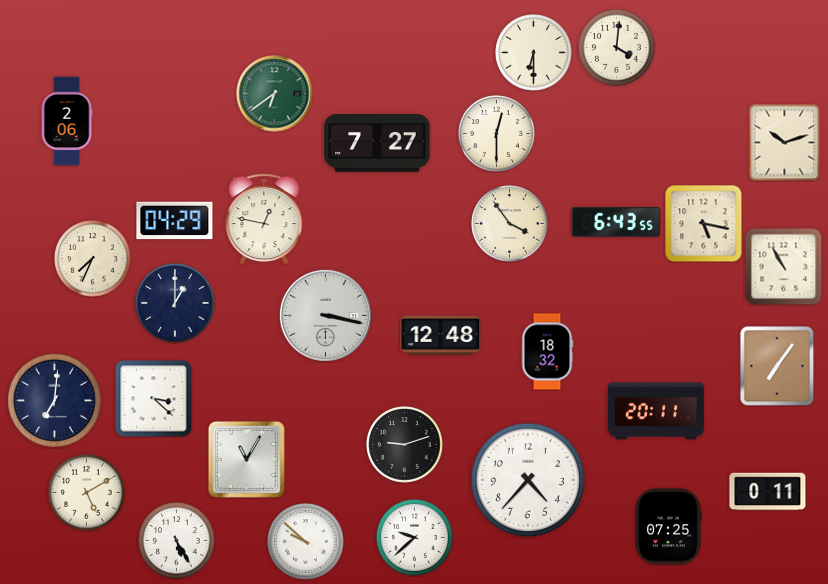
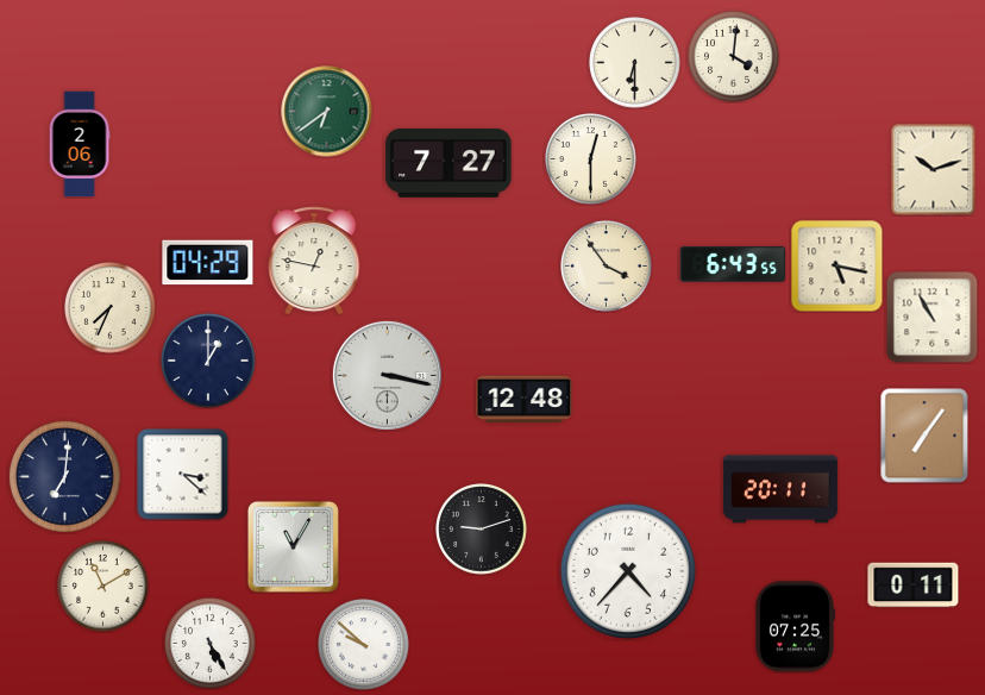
clock at (377, 143) position: (377, 143) -> (448, 163)
clock at (547, 352): 18:32 -> none
clock at (87, 493): 5:10 -> 11:10
clock at (415, 538): 9:38 -> none
